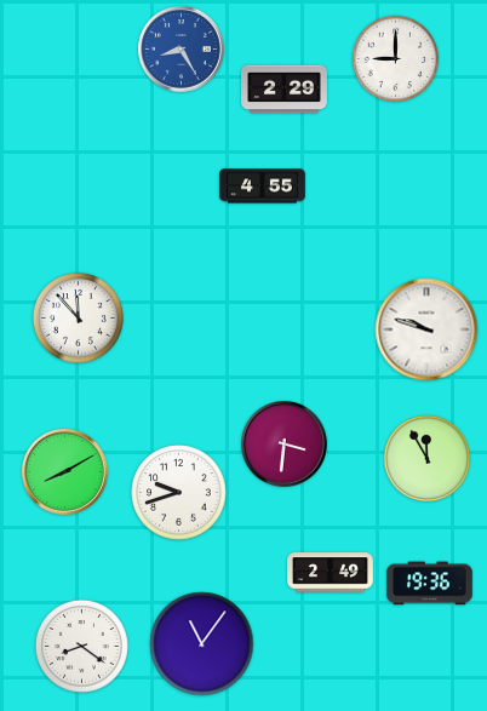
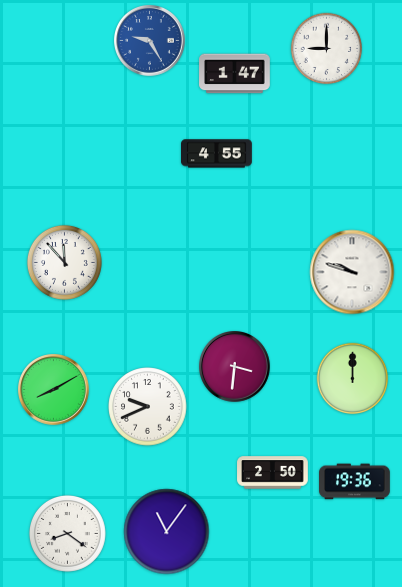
clock at (182, 50): 8:25 -> 9:25
clock at (285, 90): 2:29 -> 1:47
clock at (428, 459): 11:55 -> 12:00
clock at (179, 493): 9:42 -> 9:41
clock at (331, 573): 2:49 -> 2:50
